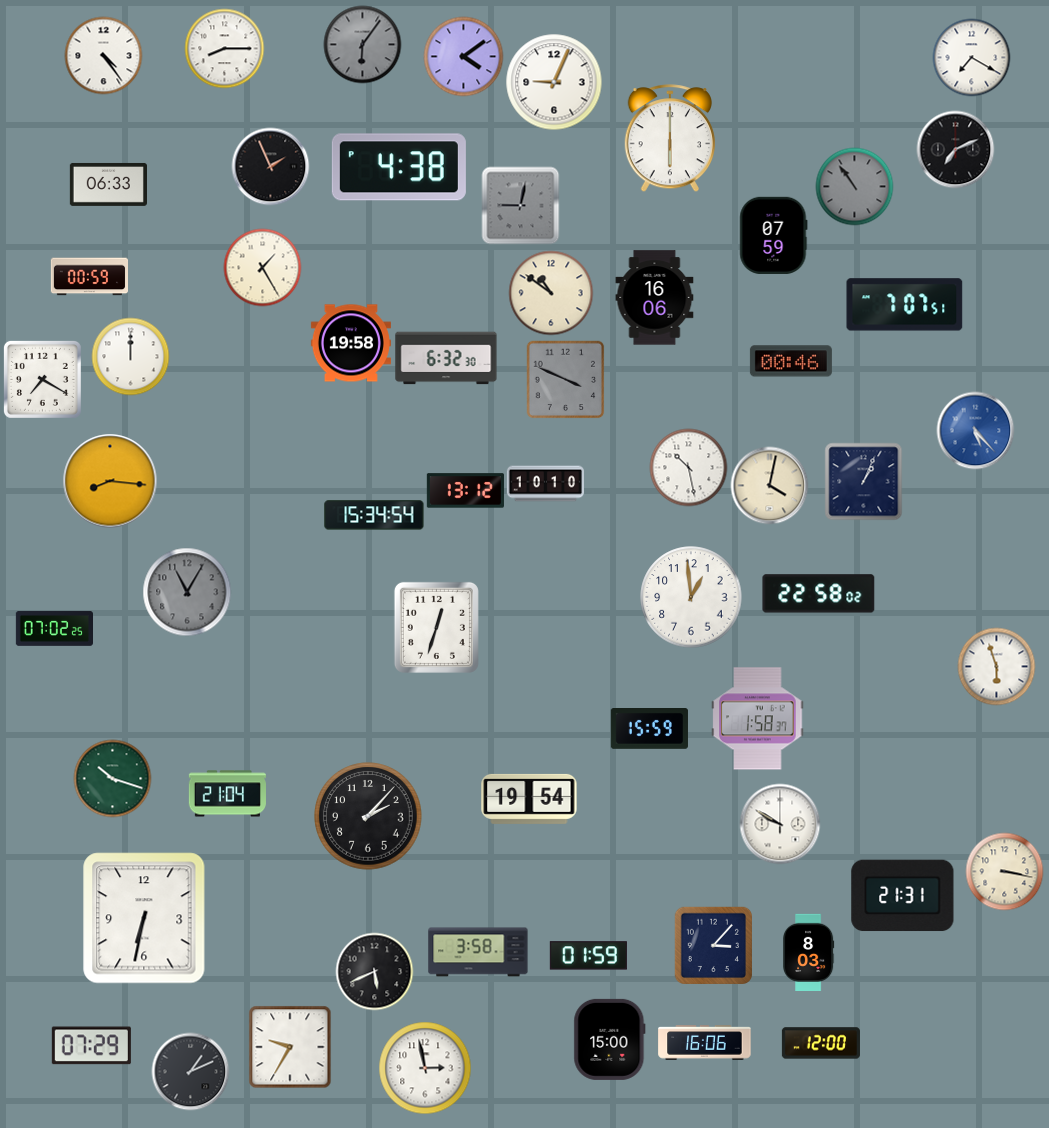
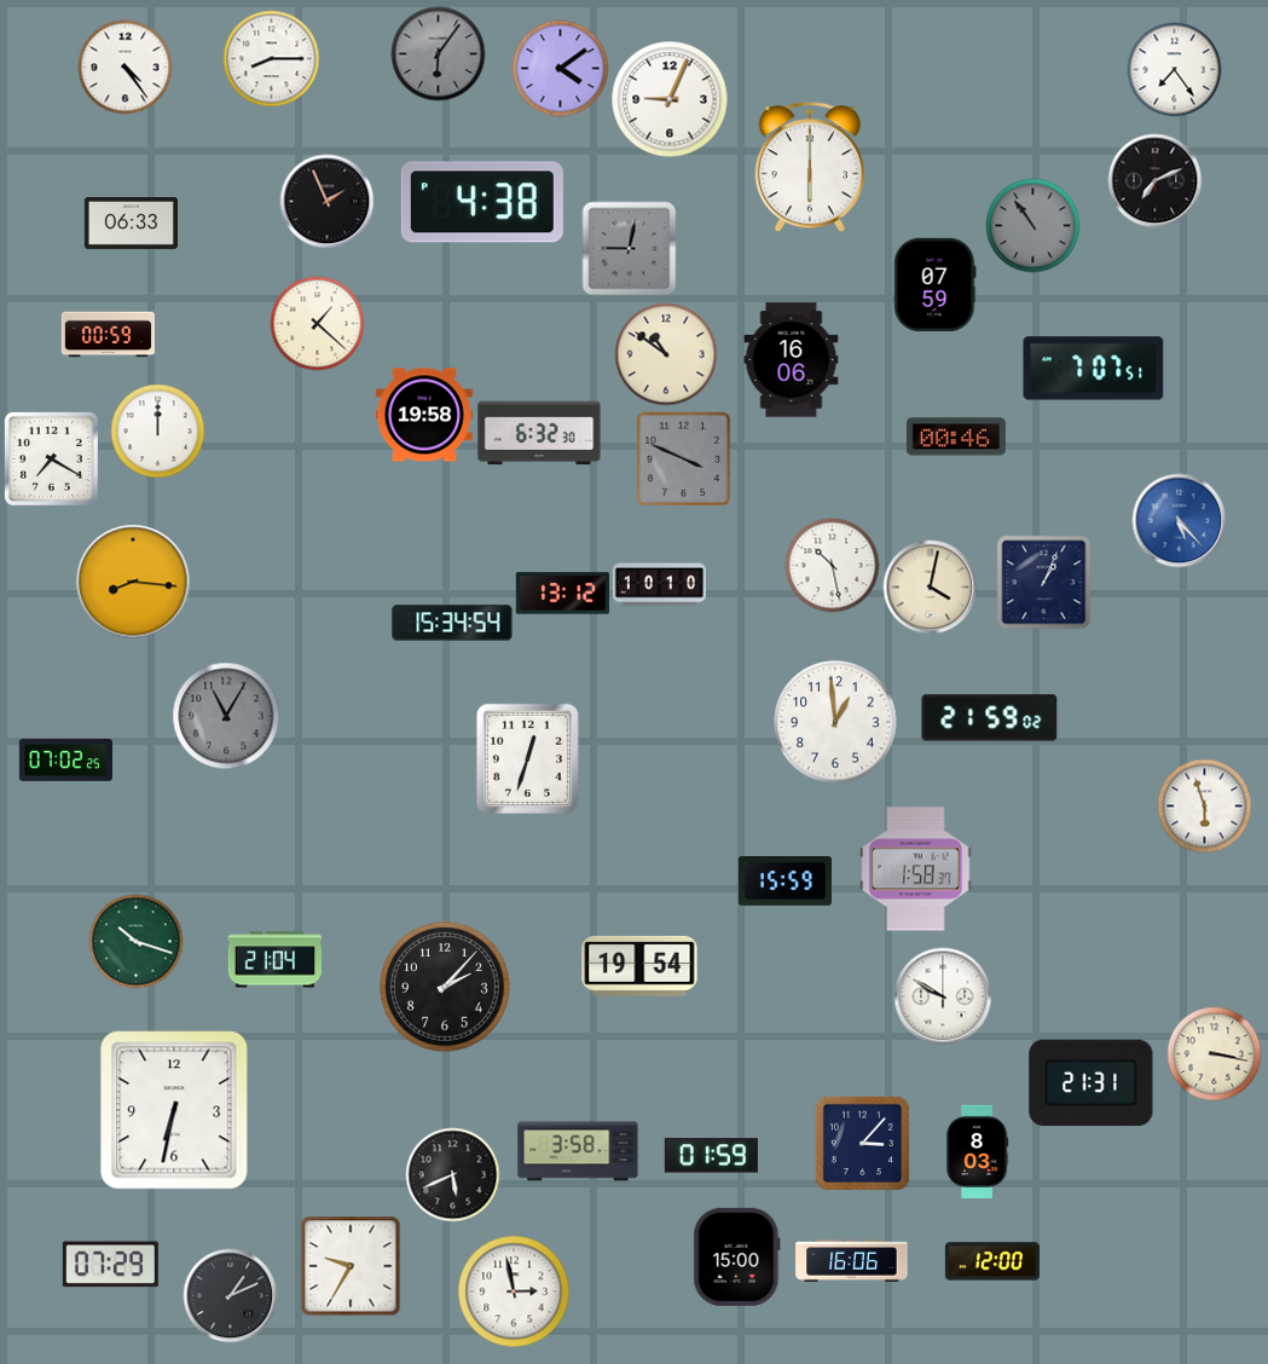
clock at (971, 57): 7:20 -> 7:24
clock at (262, 267): 1:25 -> 1:22
clock at (819, 594): 22:58 -> 21:59
